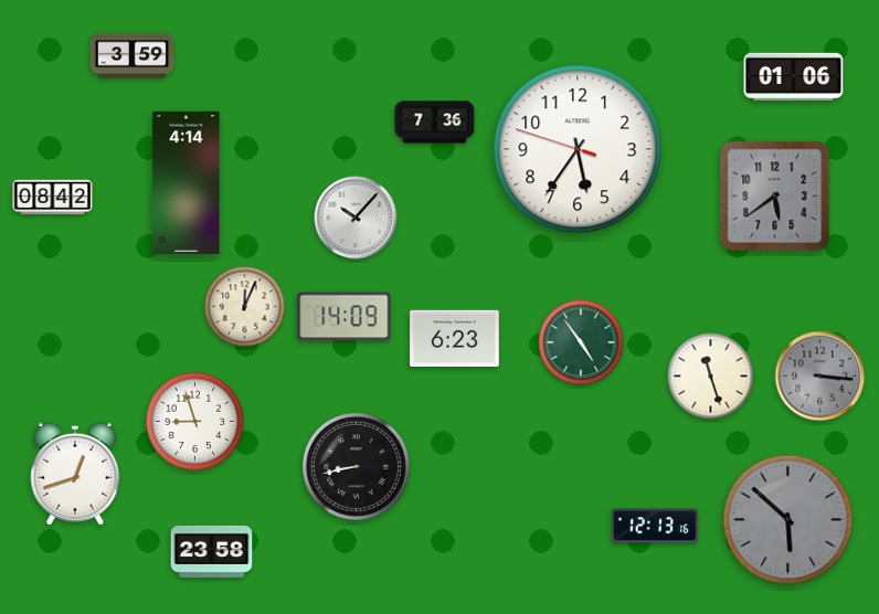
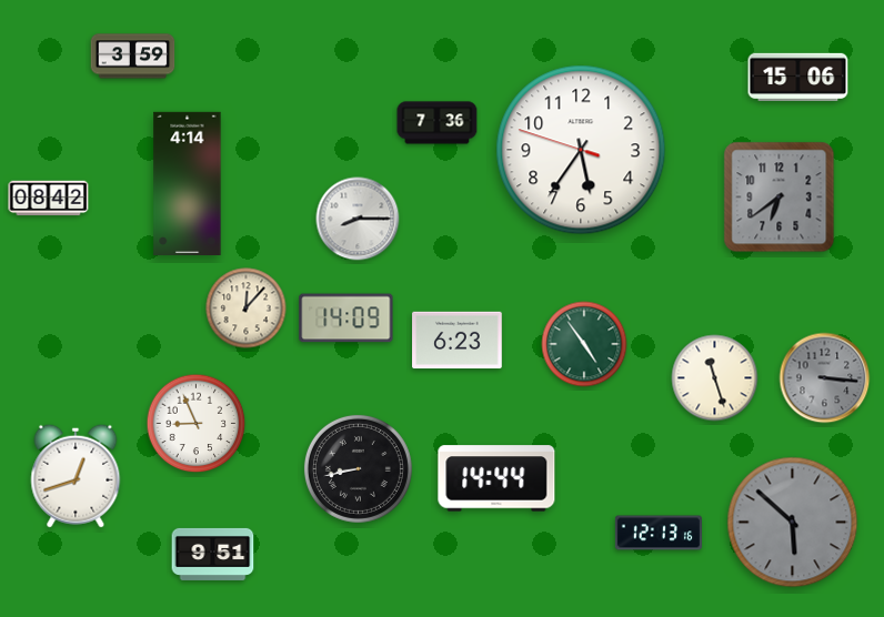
clock at (794, 76): 01:06 -> 15:06
clock at (775, 197): 5:39 -> 6:39
clock at (53, 198) position: (53, 198) -> (49, 199)
clock at (356, 218): 10:07 -> 8:15
clock at (245, 307): 12:04 -> 12:07
clock at (195, 422): 8:57 -> 8:56
clock at (496, 478): none -> 14:44
clock at (655, 526) position: (655, 526) -> (659, 533)
clock at (212, 551): 23:58 -> 9:51
